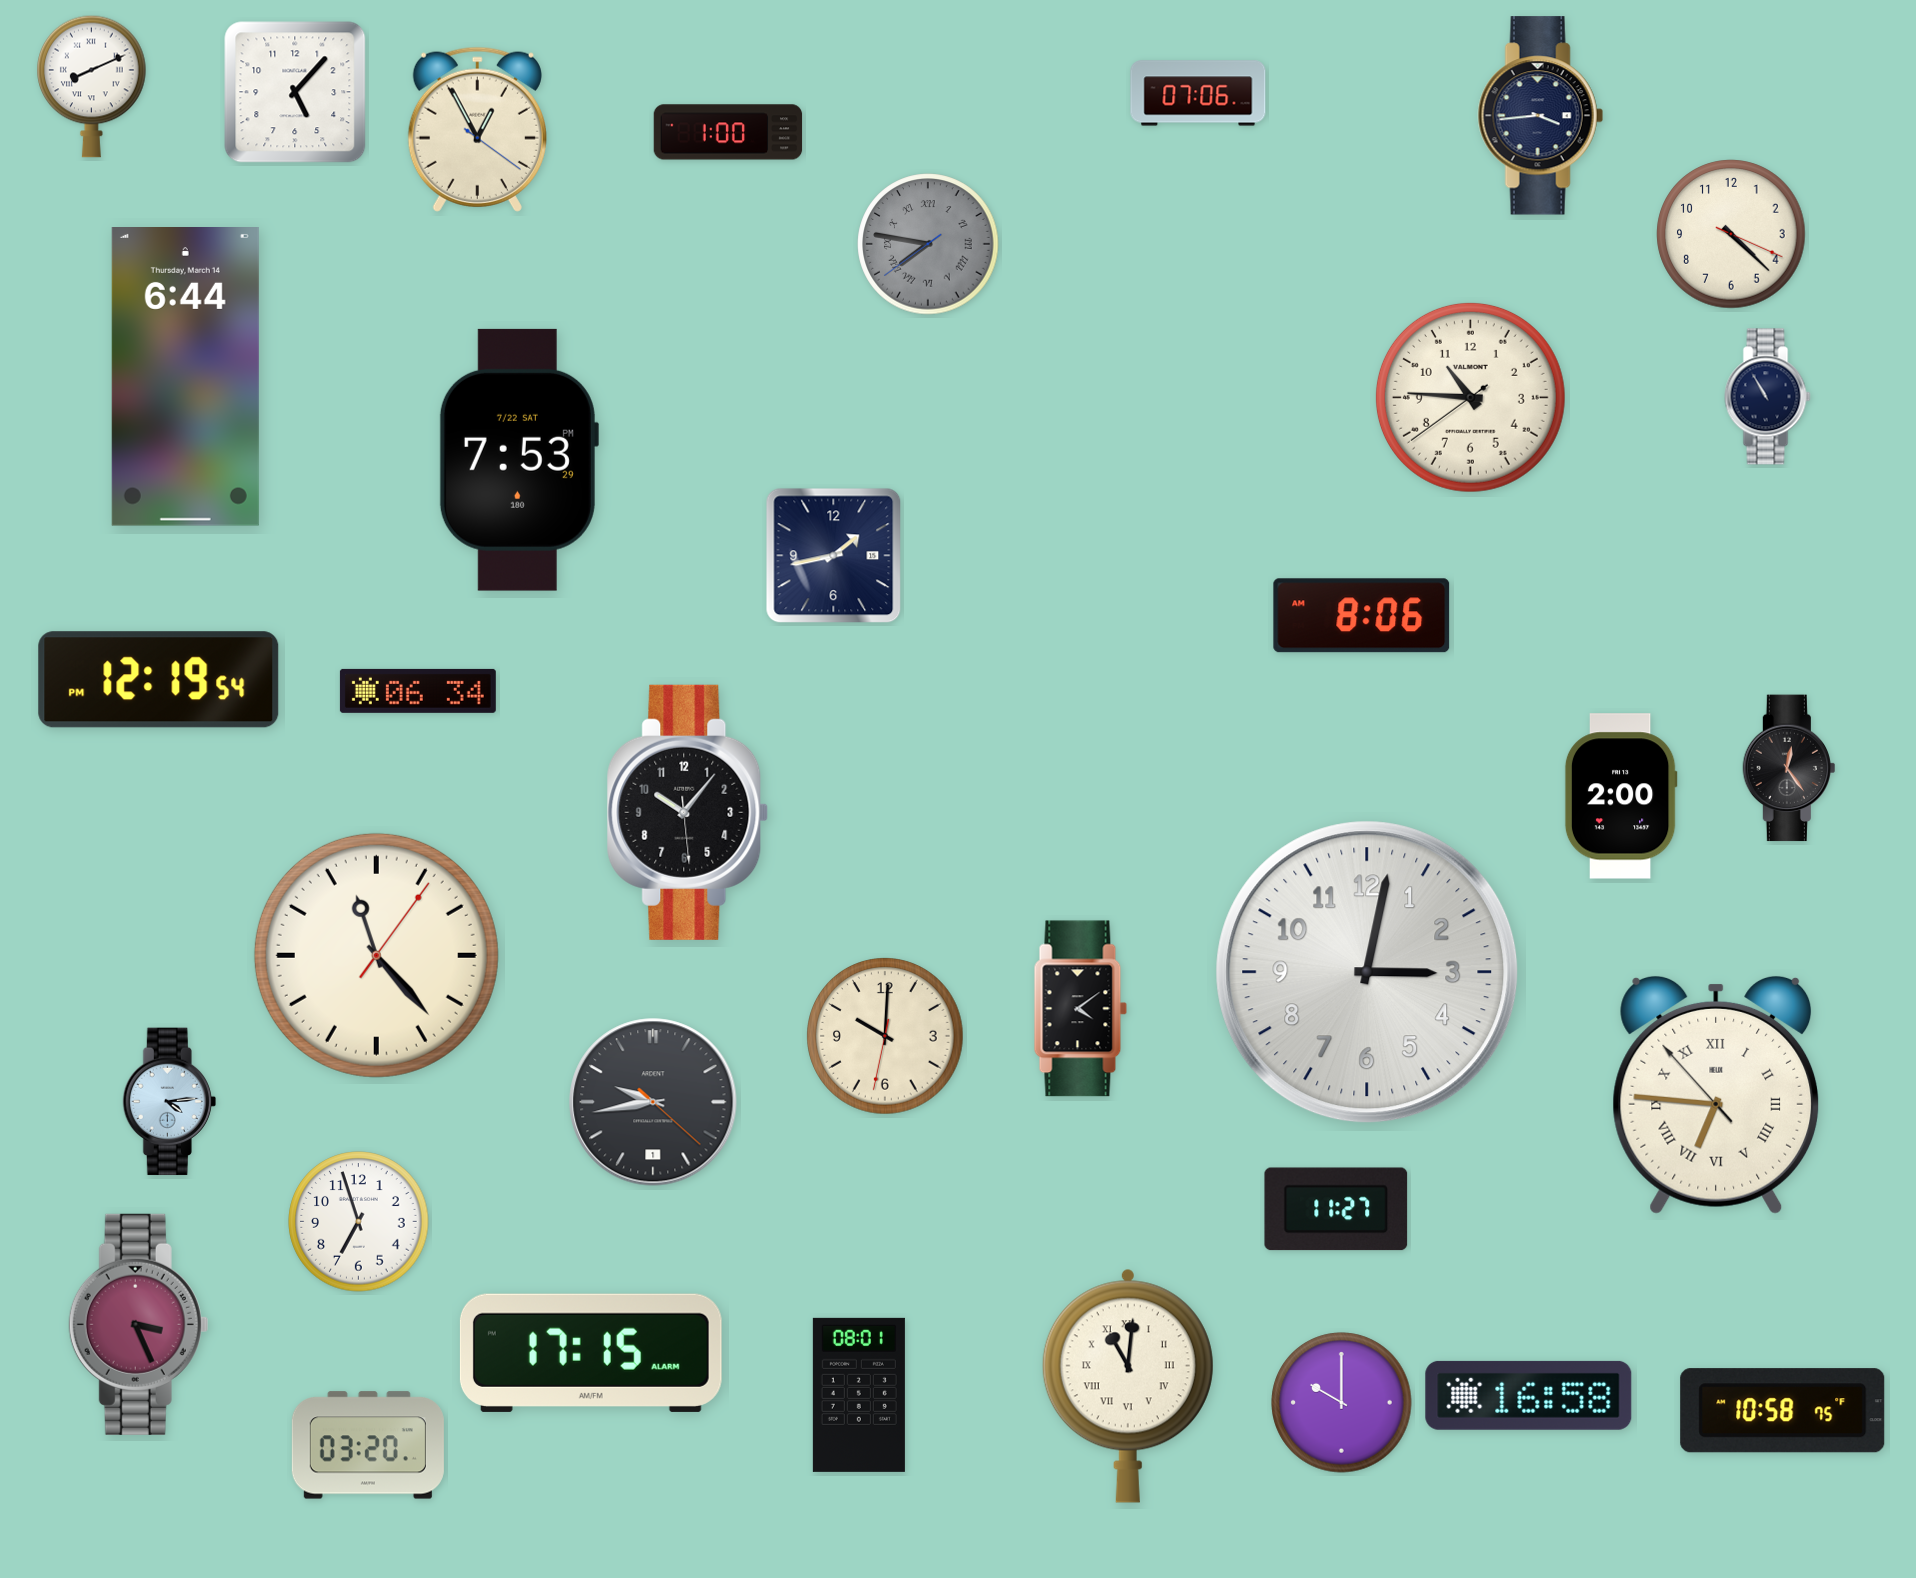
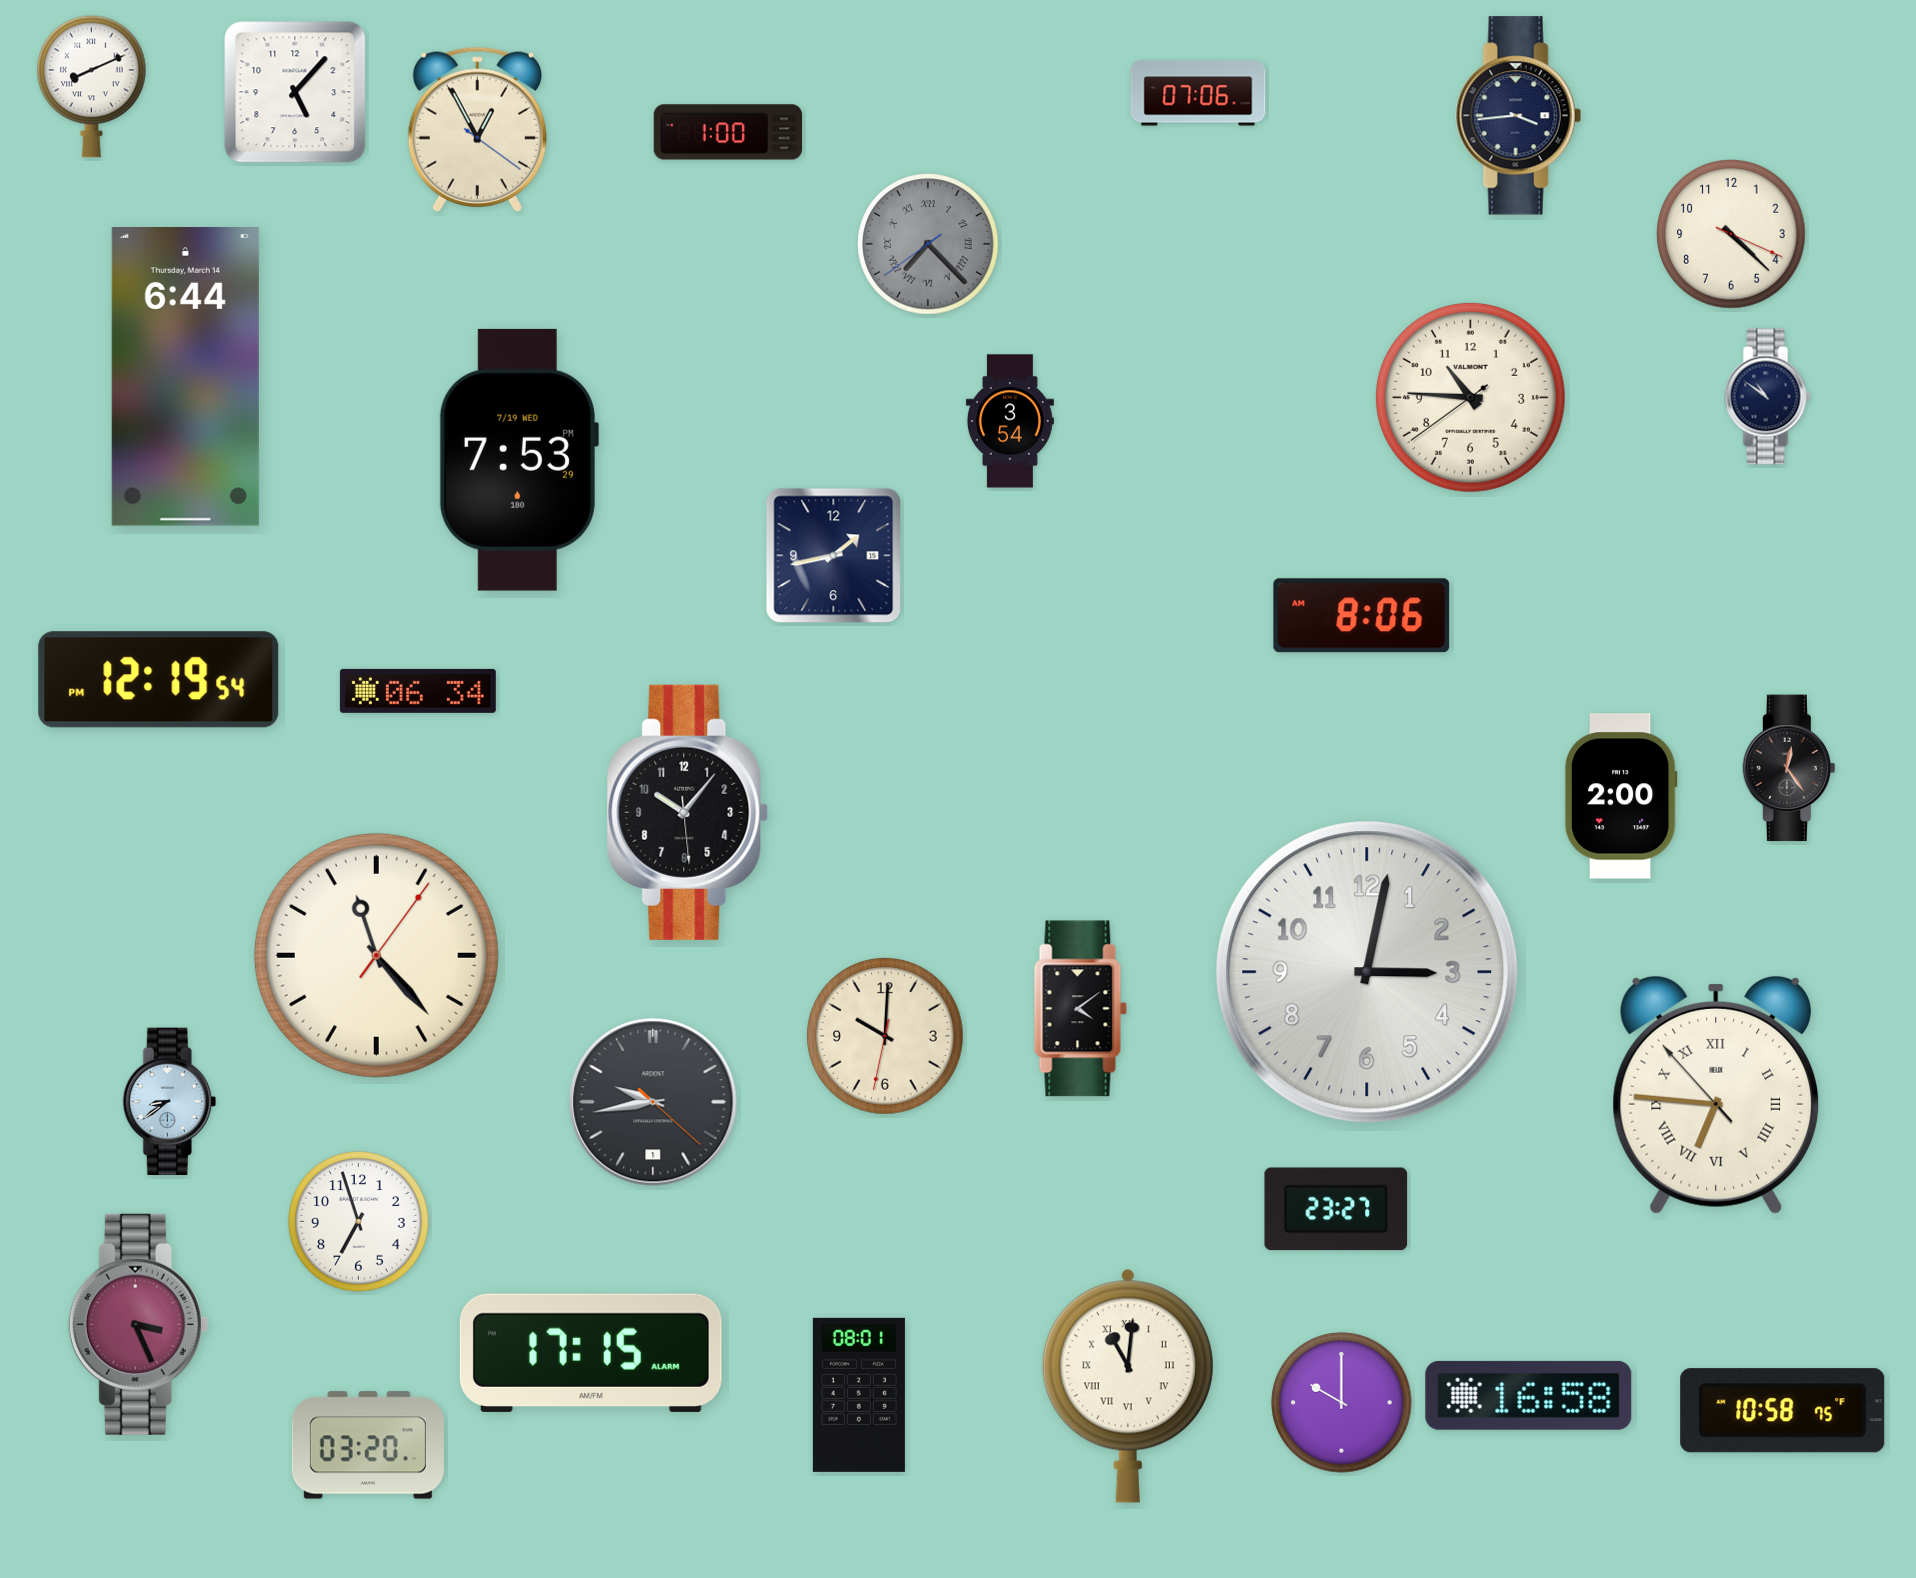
clock at (1540, 116) position: (1540, 116) -> (1518, 116)
clock at (928, 244): 7:46 -> 7:22
clock at (1768, 397): 10:55 -> 10:51
clock at (1010, 421): none -> 3:54
clock at (518, 460) date: 7/22 SAT -> 7/19 WED
clock at (169, 1102): 4:14 -> 8:39
clock at (1336, 1209): 11:27 -> 23:27
